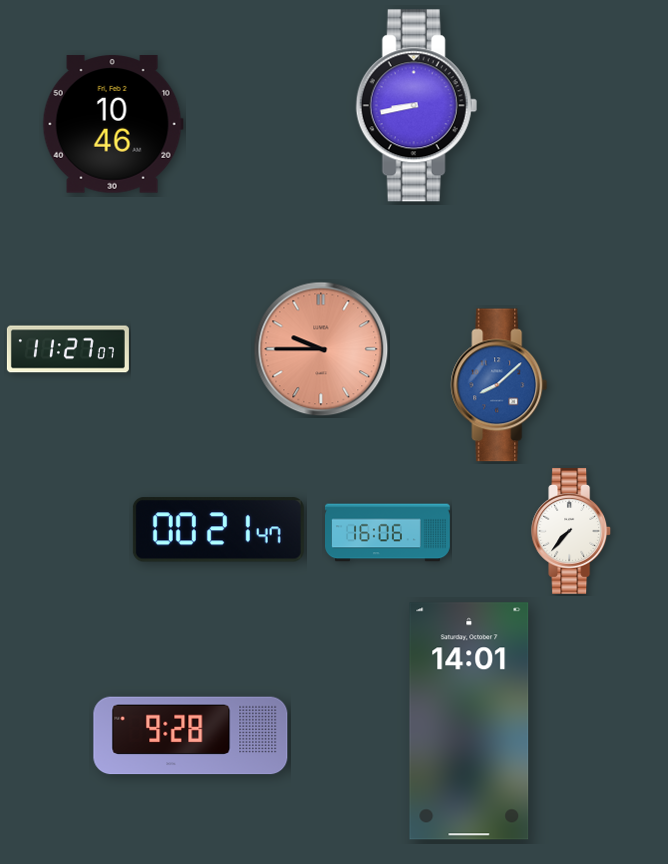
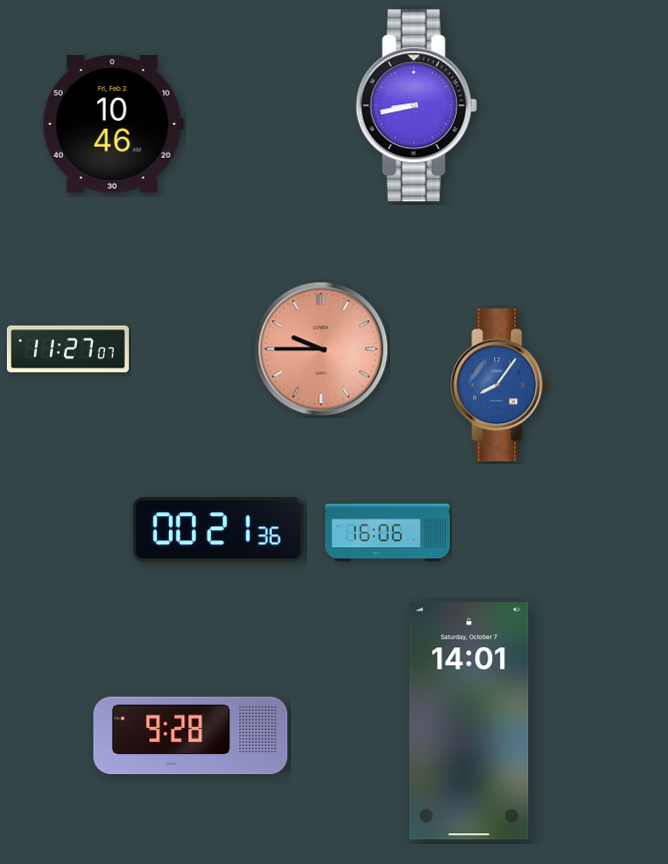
clock at (499, 385): 8:08 -> 8:06
clock at (218, 530): 00:21:47 -> 00:21:36
clock at (572, 531): 7:37 -> none
